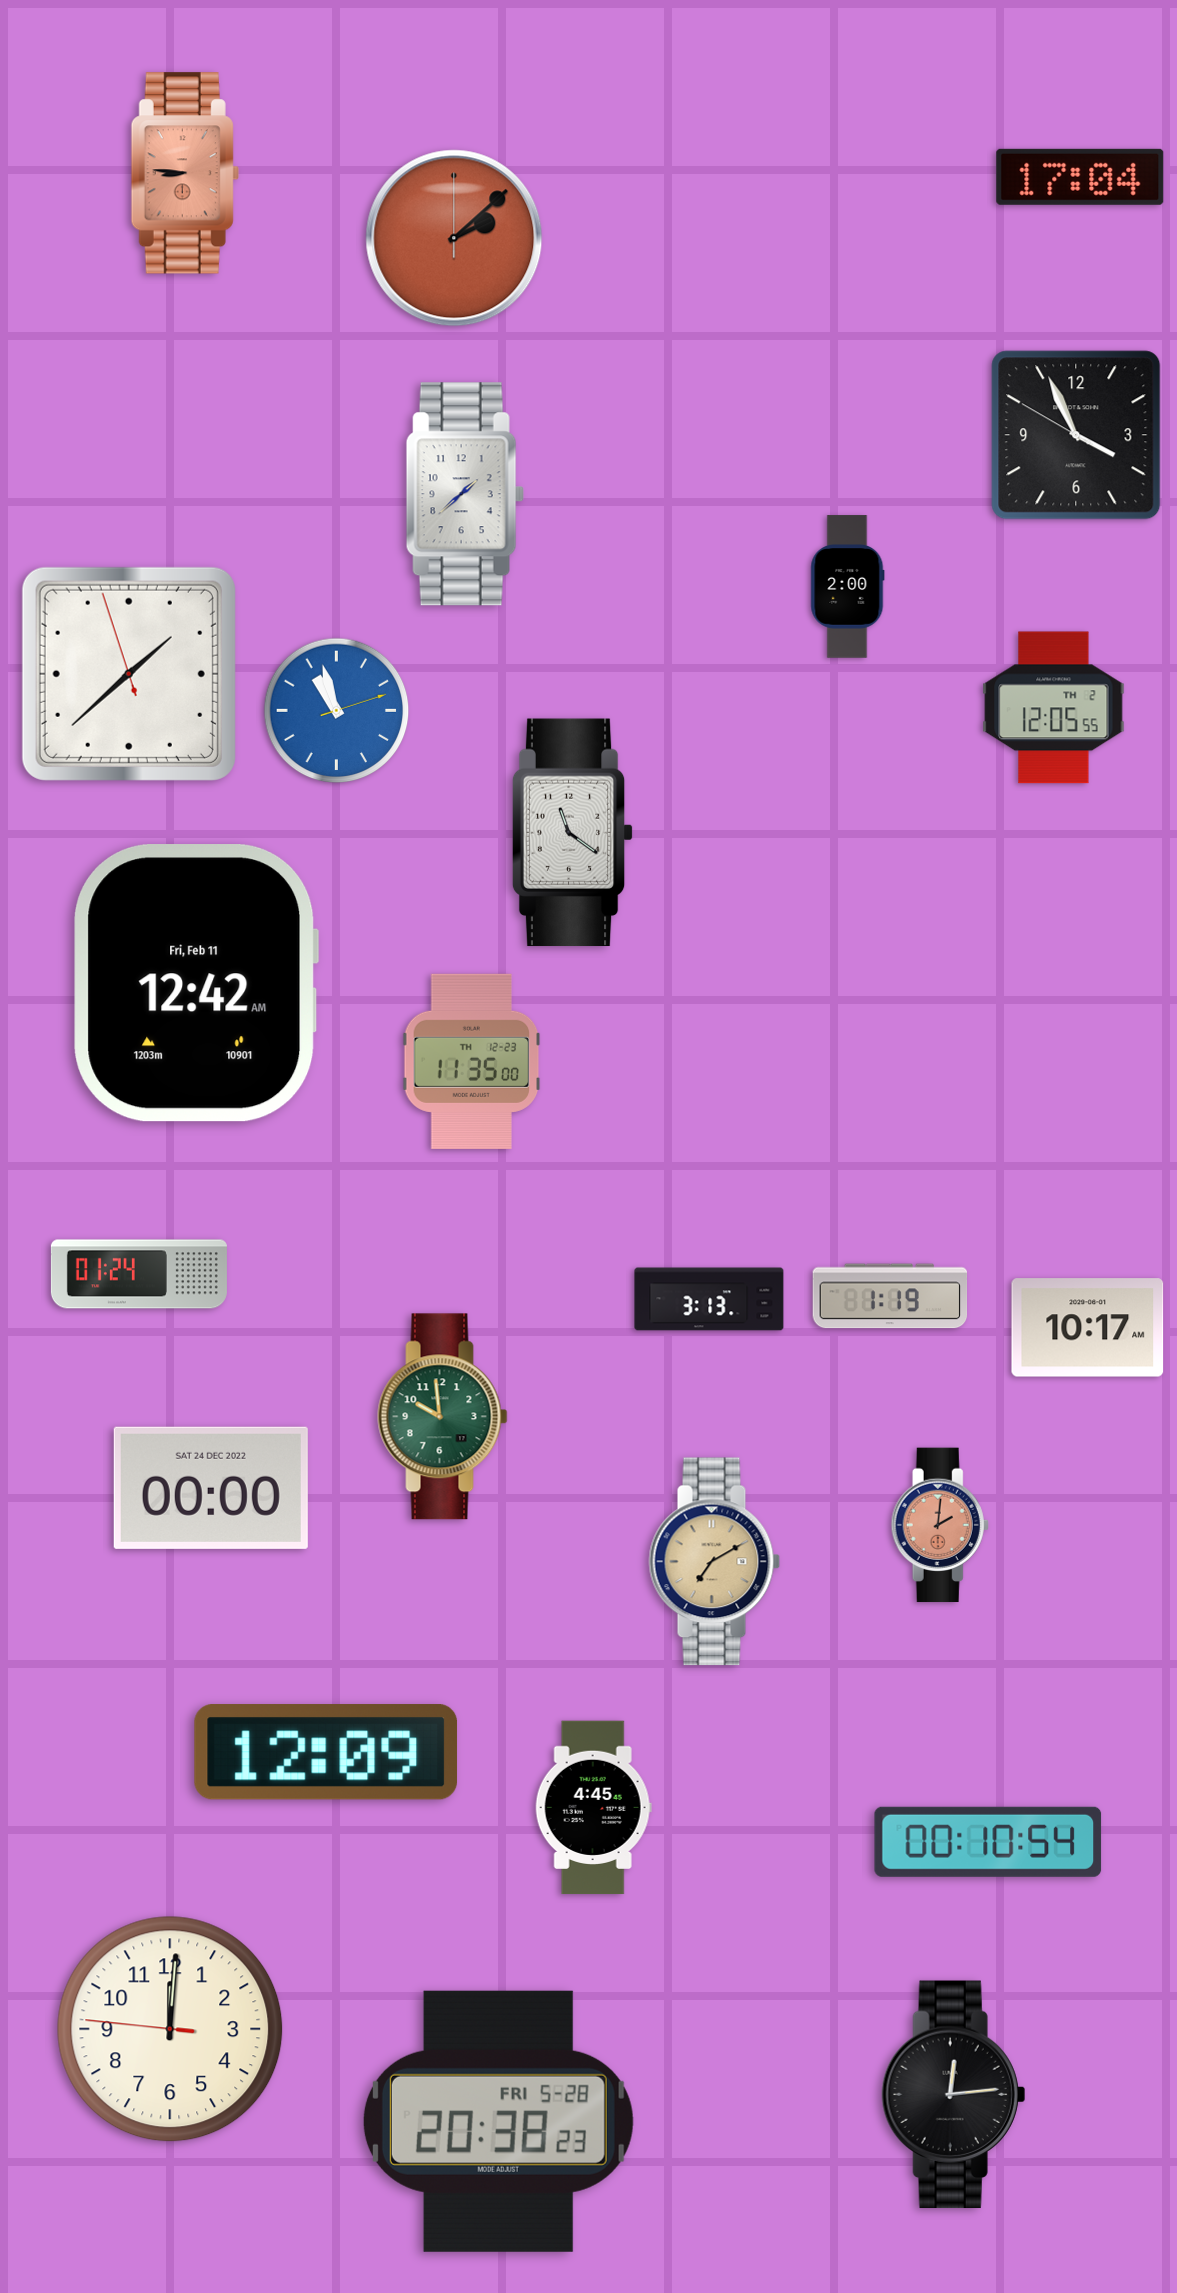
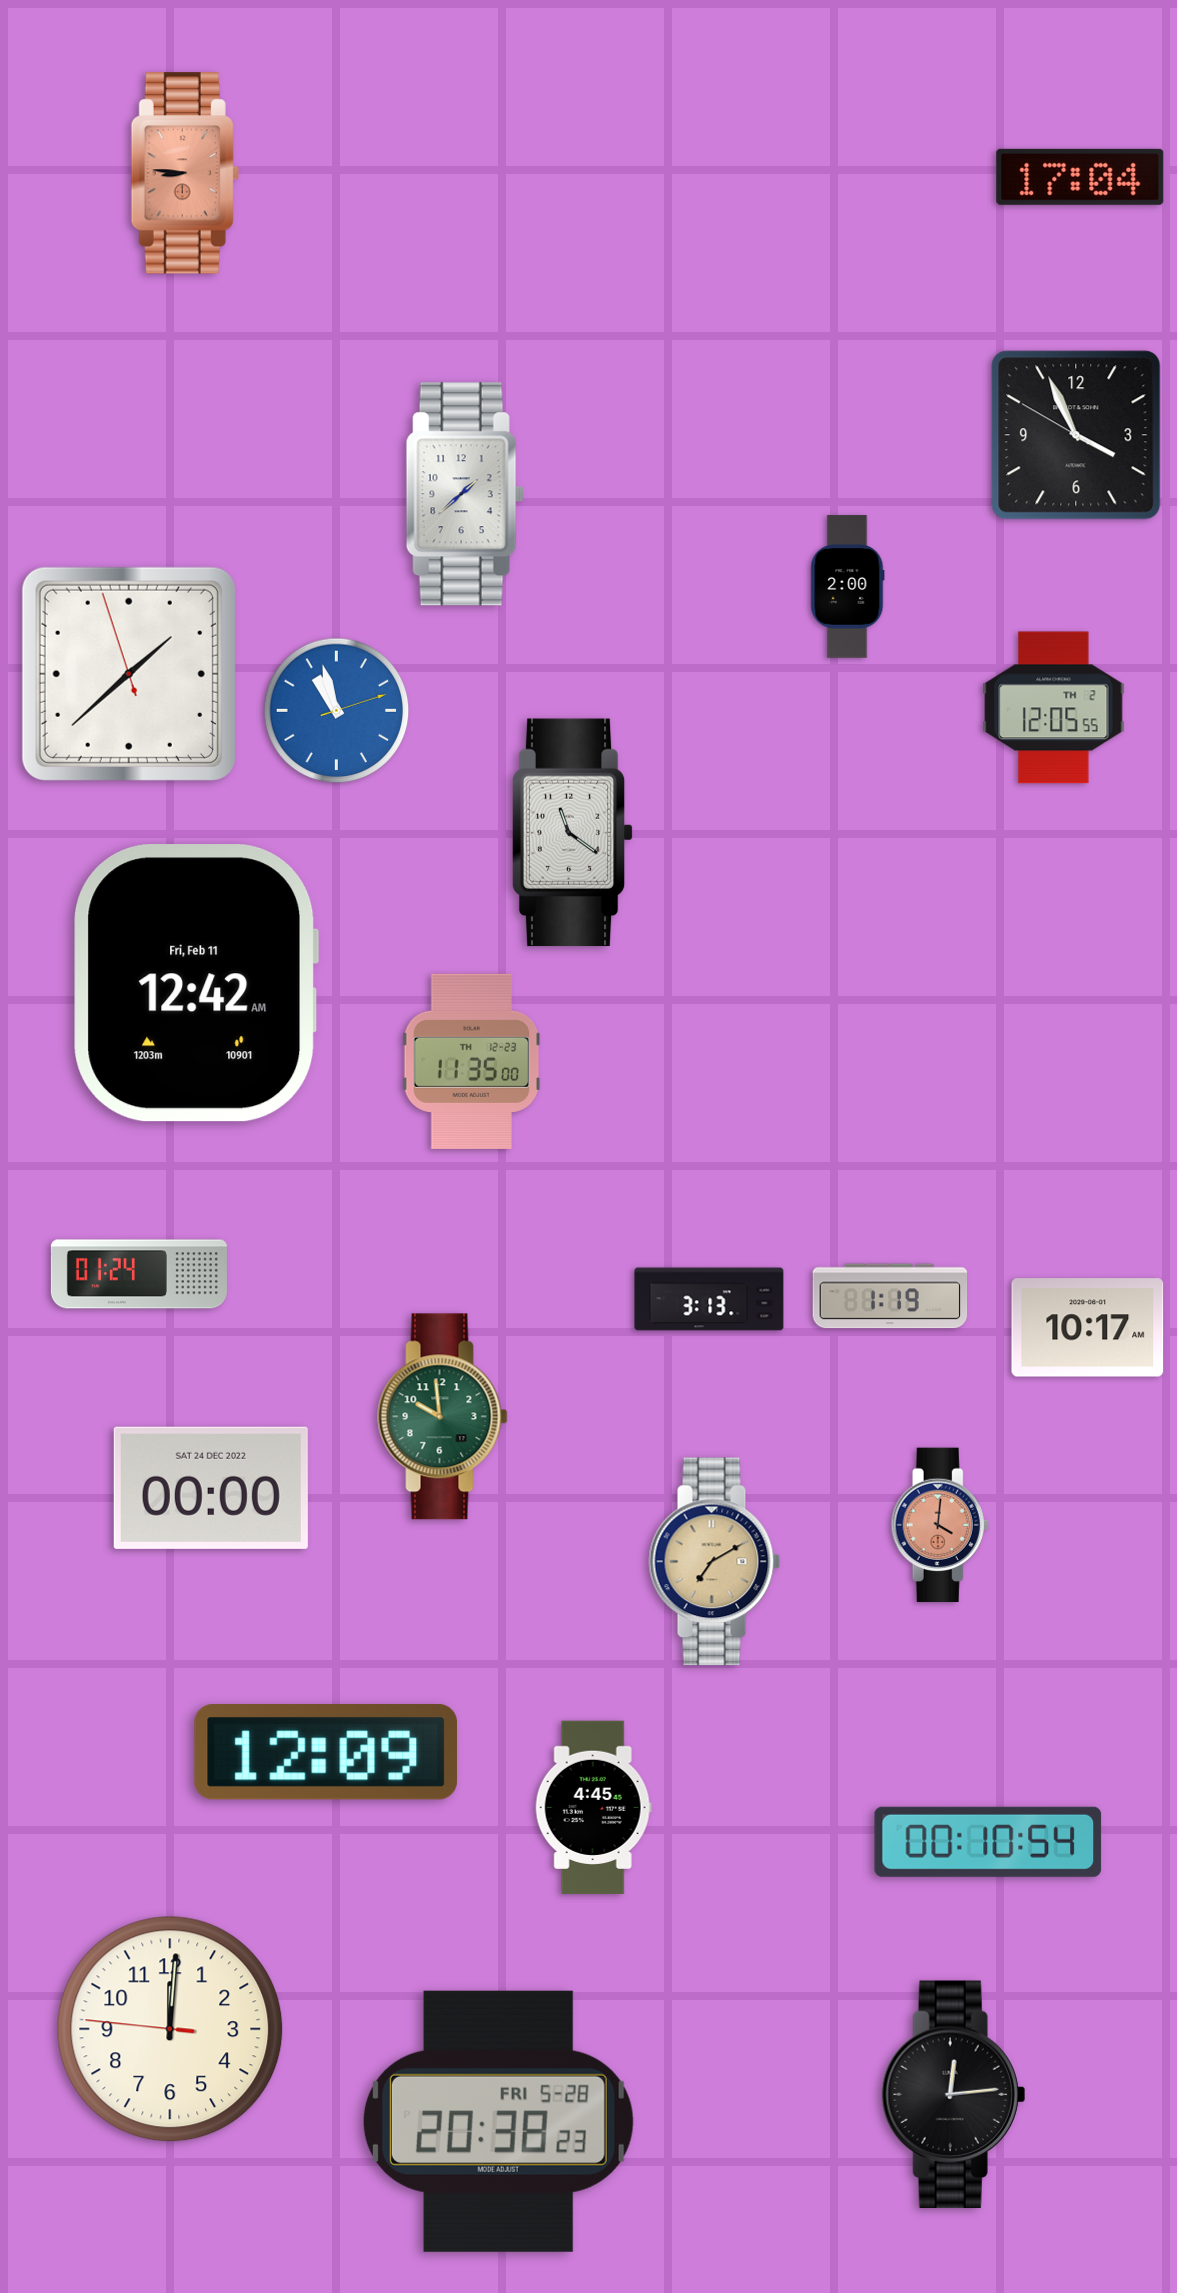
clock at (454, 238): 2:08 -> none
clock at (940, 1525): 2:01 -> 4:01
